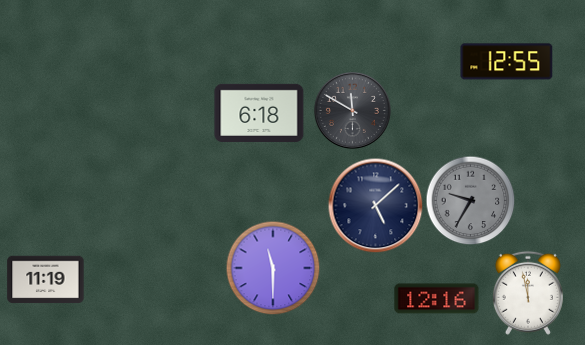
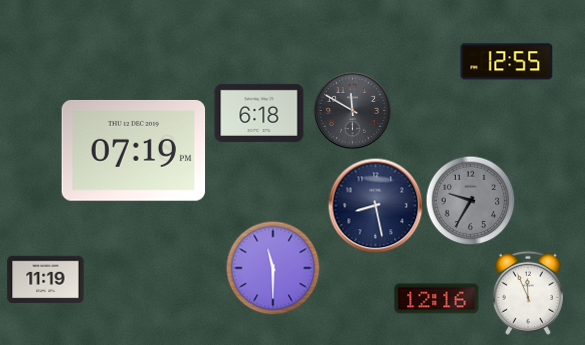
clock at (134, 150): none -> 07:19
clock at (375, 205): 5:08 -> 8:28
clock at (528, 293): 11:58 -> 11:56
